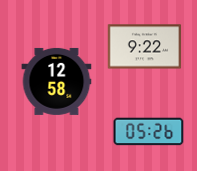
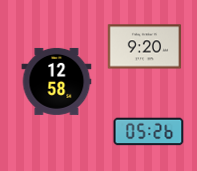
clock at (145, 47): 9:22 -> 9:20
